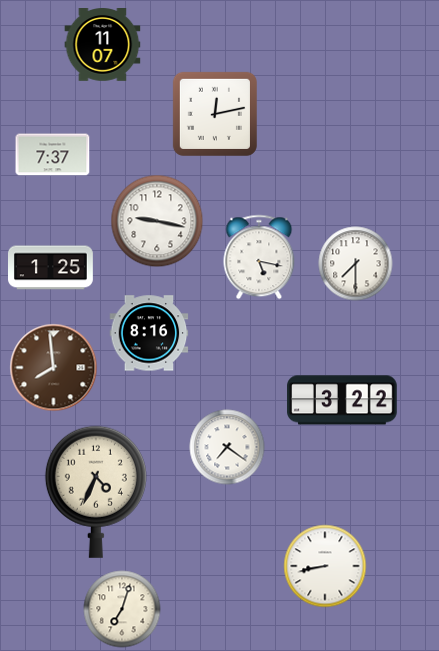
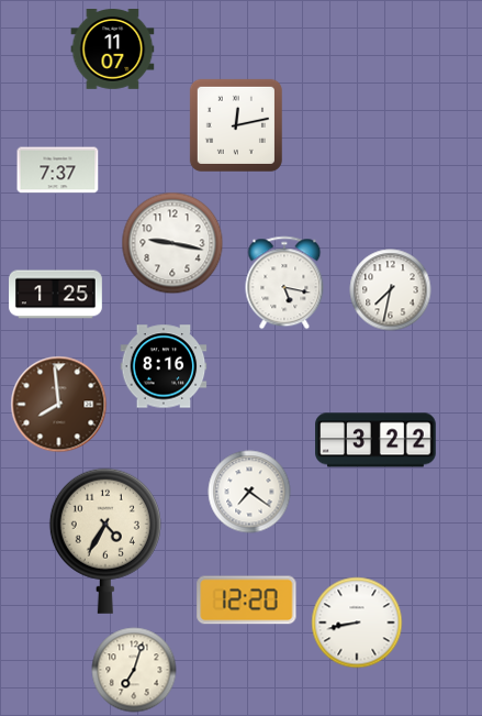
clock at (356, 264): 7:30 -> 7:32
clock at (96, 492): 4:34 -> 4:35
clock at (247, 601): none -> 12:20
